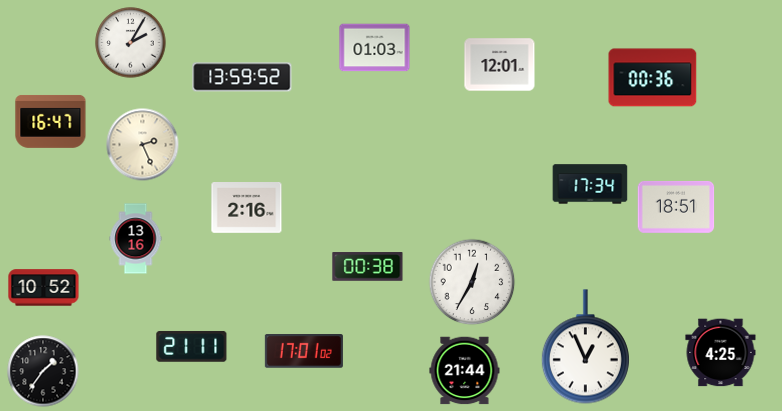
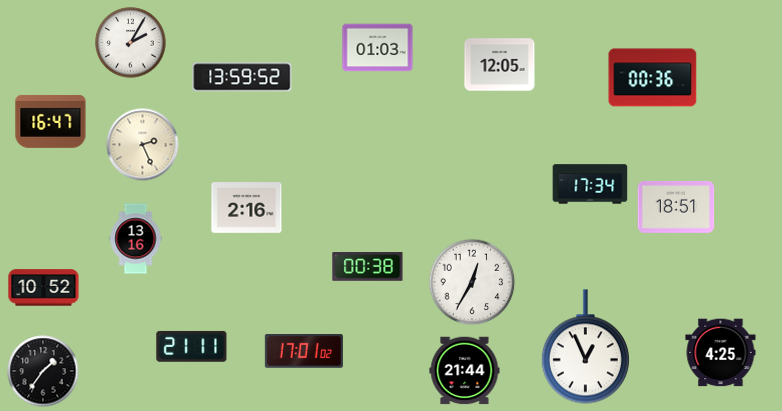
clock at (375, 48) position: (375, 48) -> (378, 48)
clock at (500, 65): 12:01 -> 12:05
